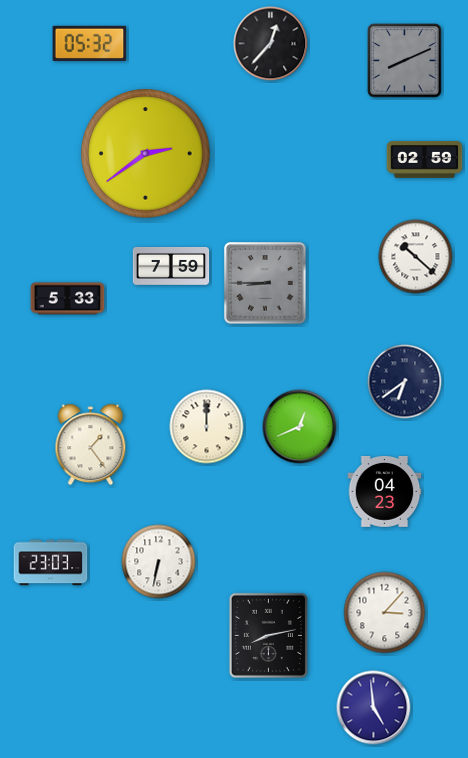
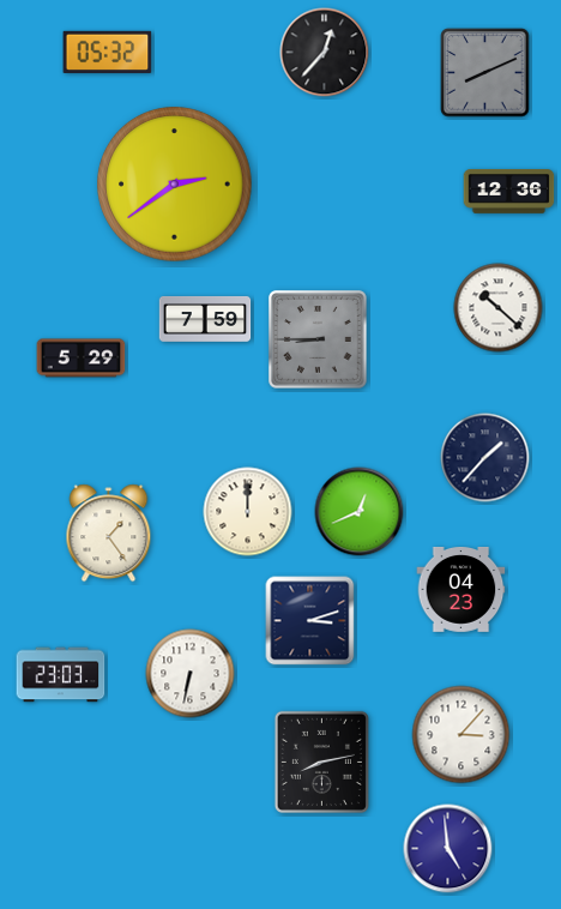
clock at (425, 160): 02:59 -> 12:36
clock at (68, 299): 5:33 -> 5:29
clock at (405, 382): 6:39 -> 1:37
clock at (310, 621): none -> 3:12
